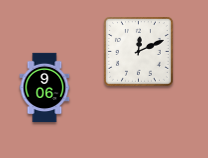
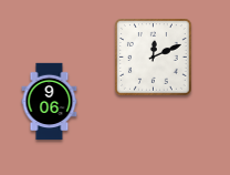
clock at (45, 88) position: (45, 88) -> (50, 102)
